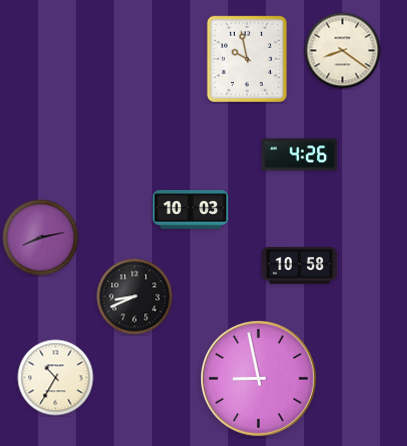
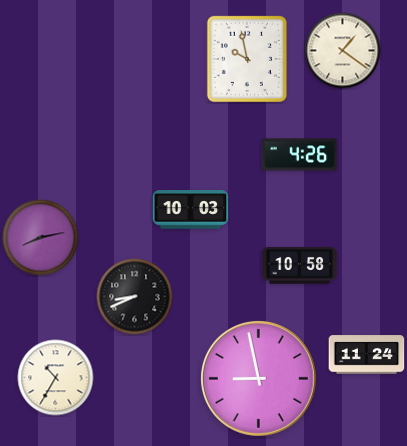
clock at (343, 51): 8:21 -> 1:21
clock at (367, 355): none -> 11:24
